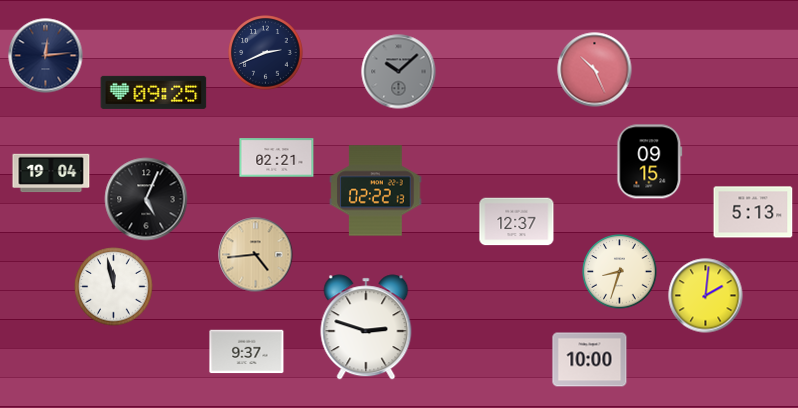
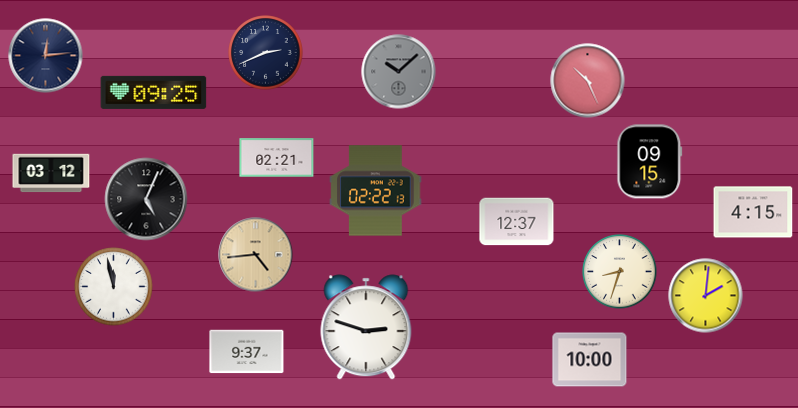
clock at (595, 70) position: (595, 70) -> (588, 81)
clock at (51, 173): 19:04 -> 03:12
clock at (753, 212): 5:13 -> 4:15
